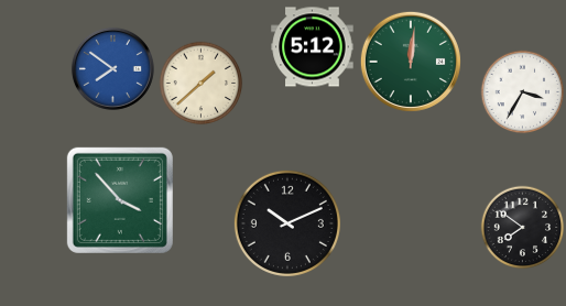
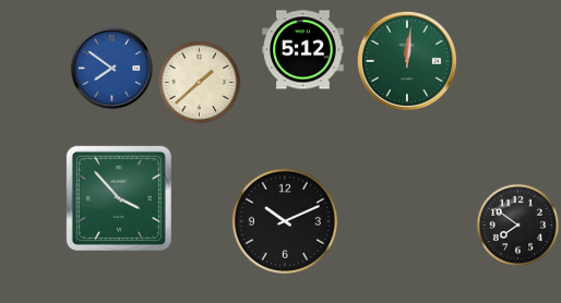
clock at (313, 47) position: (313, 47) -> (303, 50)
clock at (523, 92): 3:35 -> none
